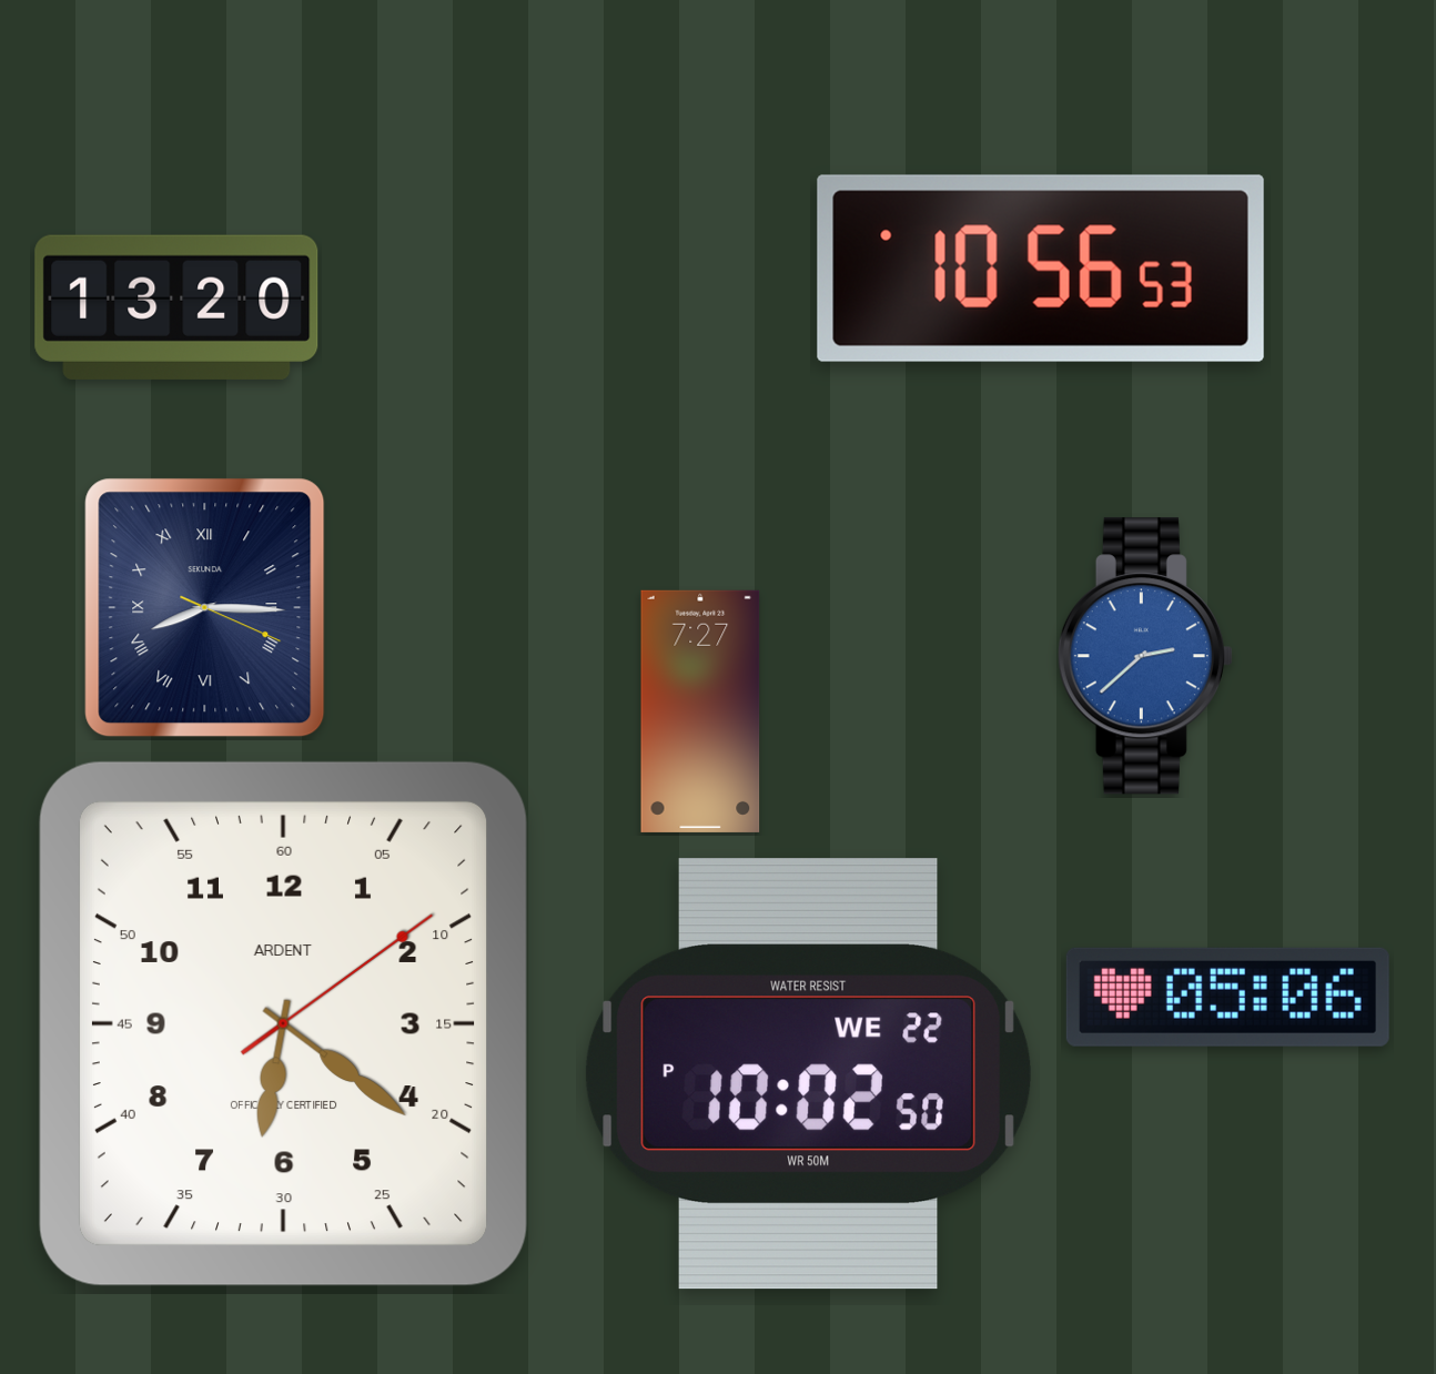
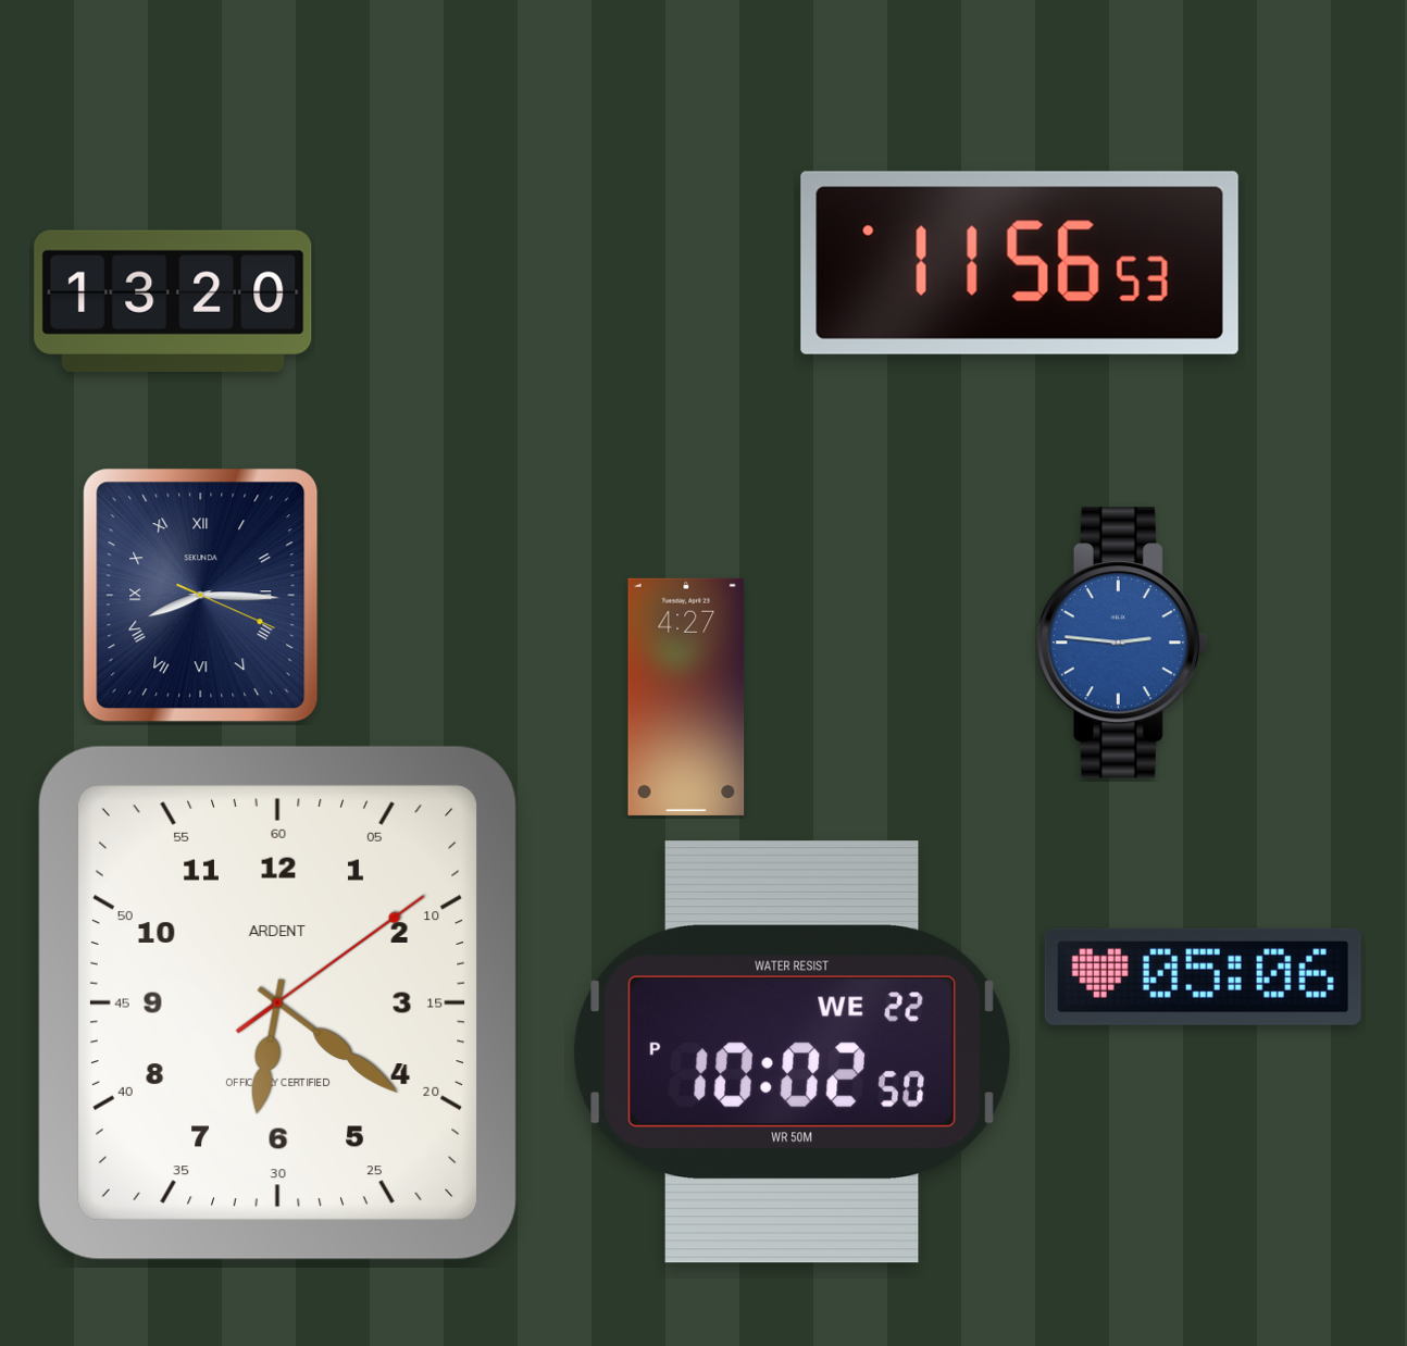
clock at (1041, 269): 10:56 -> 11:56
clock at (1145, 656): 2:38 -> 2:46
clock at (700, 711): 7:27 -> 4:27
